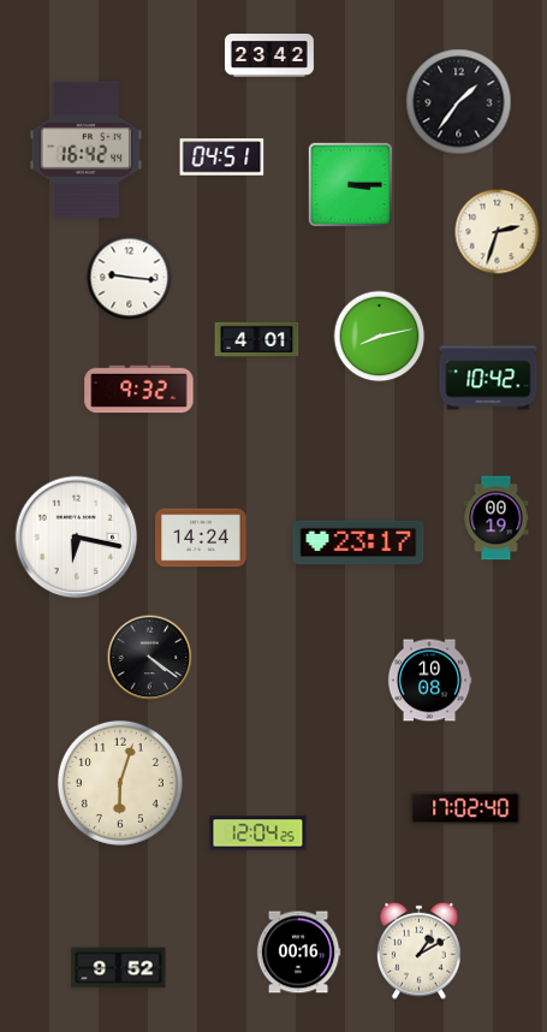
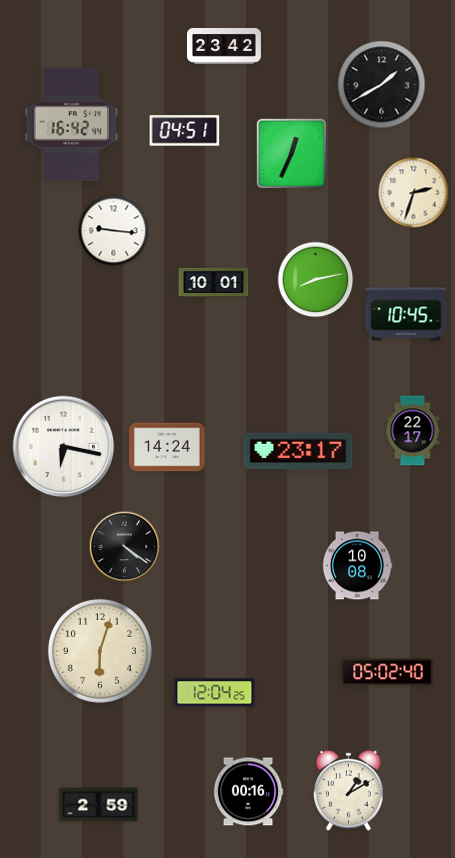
clock at (459, 102): 1:36 -> 1:40
clock at (350, 184): 3:15 -> 12:34
clock at (130, 278) position: (130, 278) -> (114, 231)
clock at (257, 339): 4:01 -> 10:01
clock at (488, 378): 10:42 -> 10:45
clock at (139, 390): 9:32 -> none
clock at (497, 518): 00:19 -> 22:17
clock at (465, 808): 17:02 -> 05:02
clock at (119, 968): 9:52 -> 2:59
